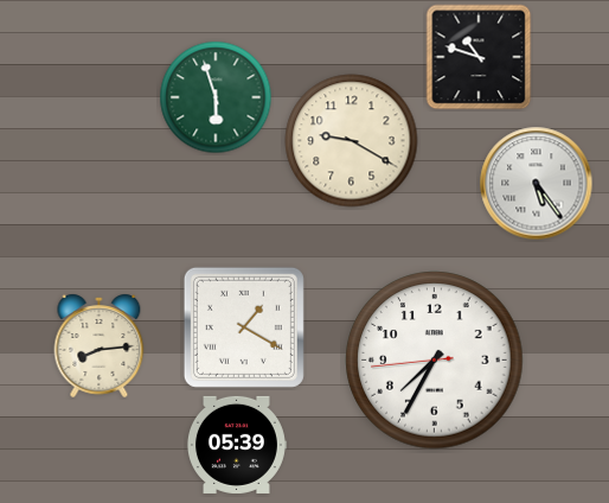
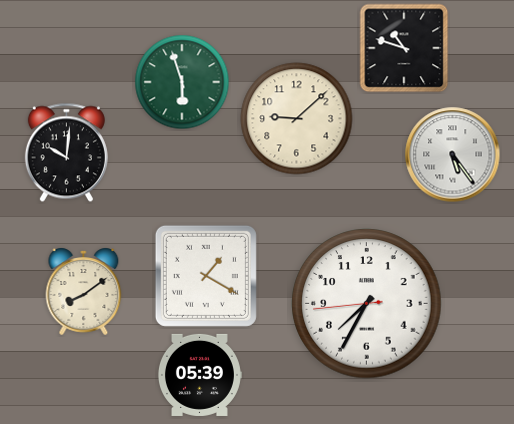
clock at (352, 141): 9:20 -> 9:08
clock at (66, 153): none -> 10:01
clock at (100, 345): 8:14 -> 8:09
